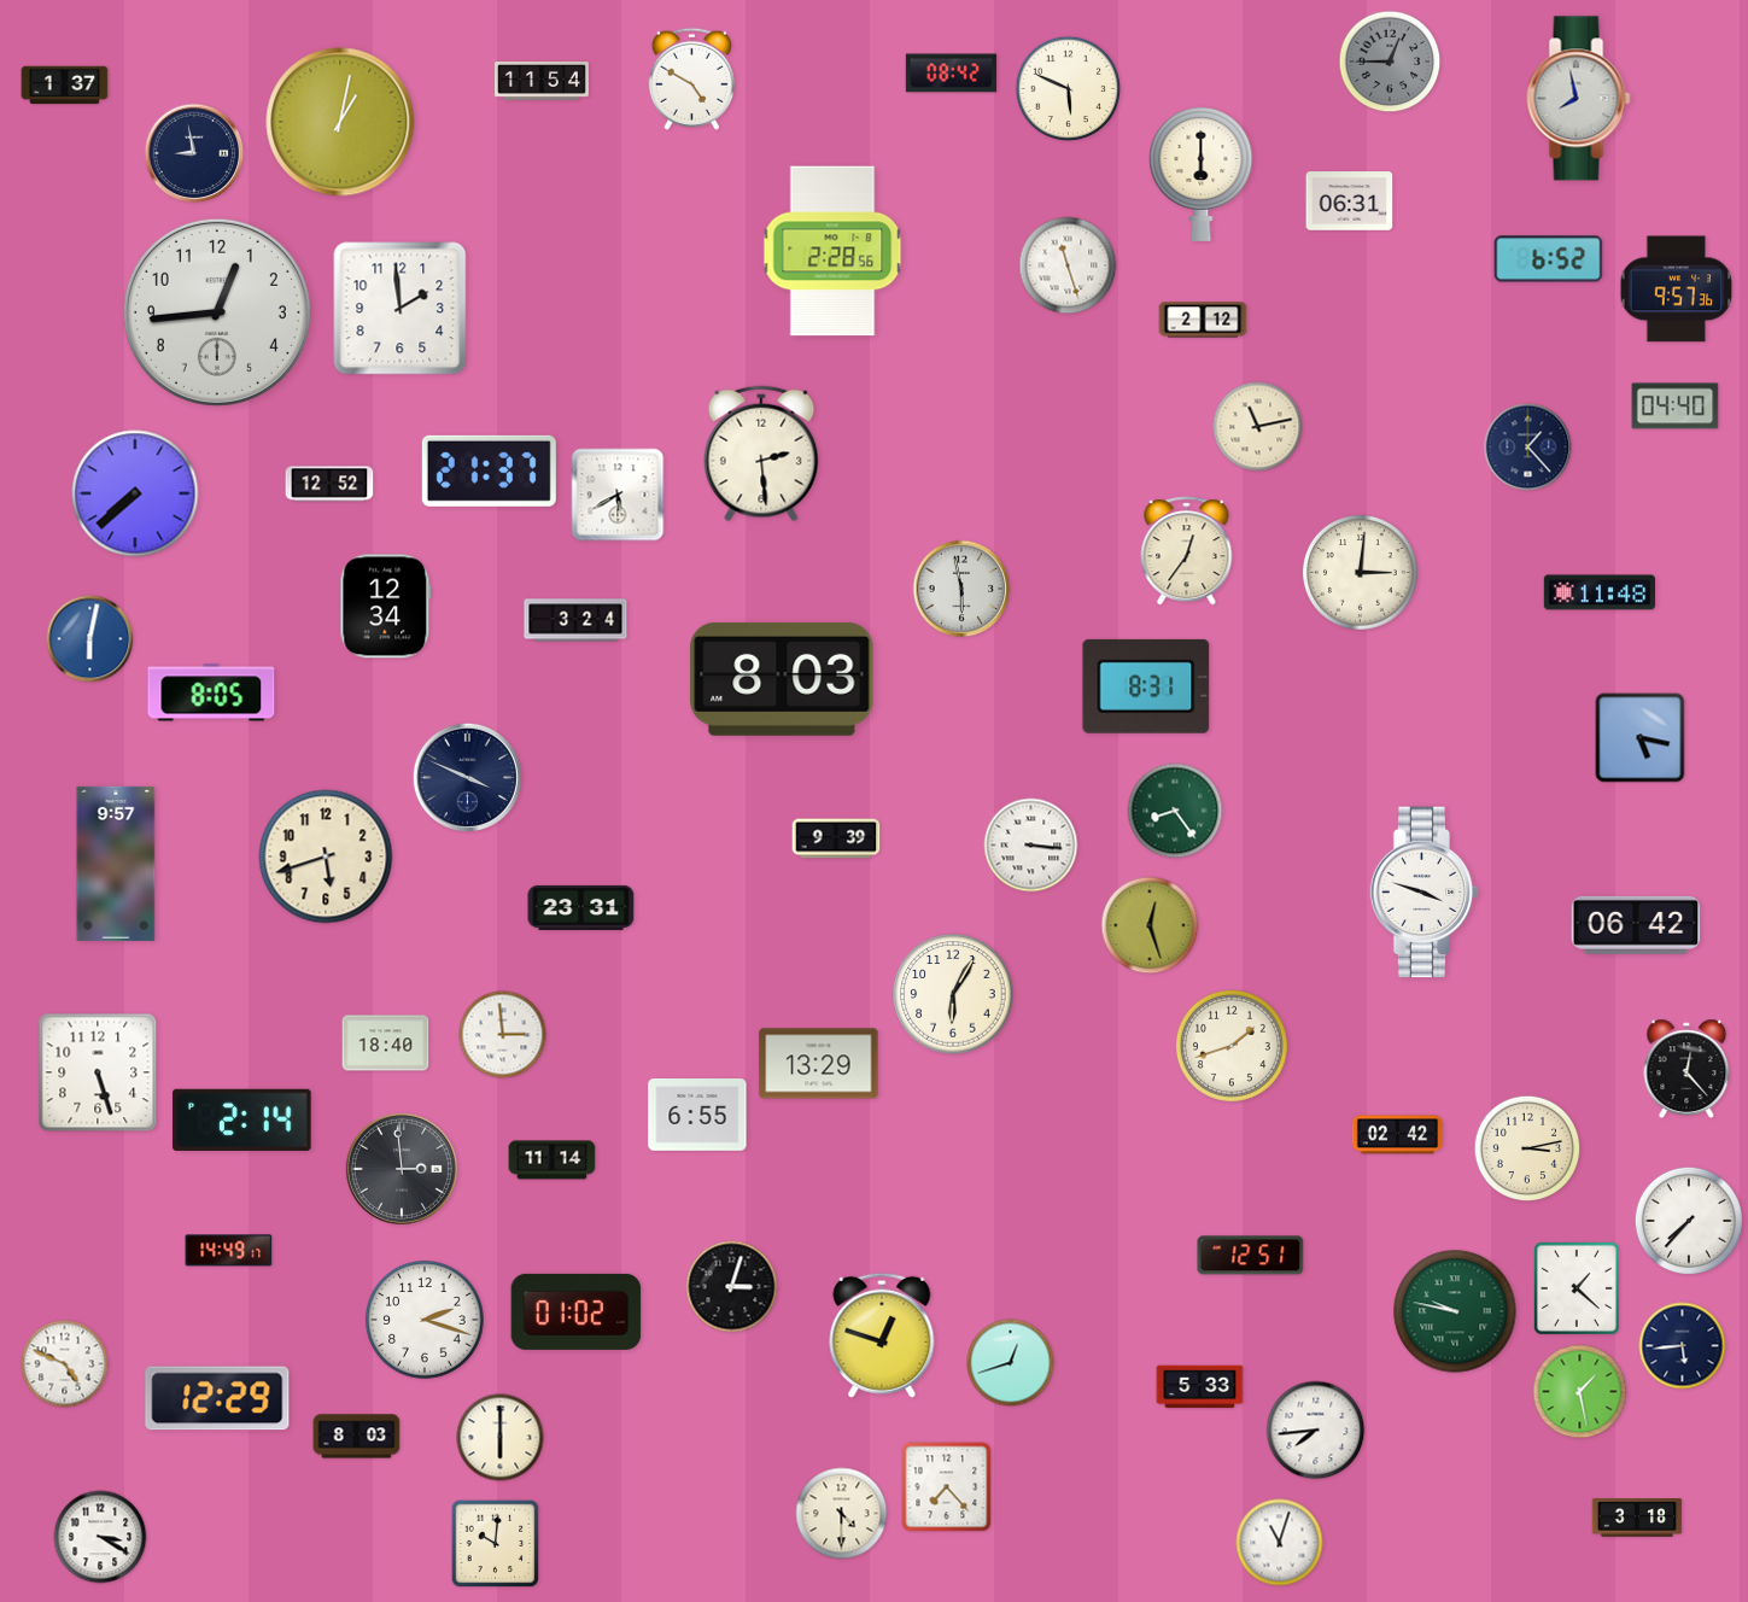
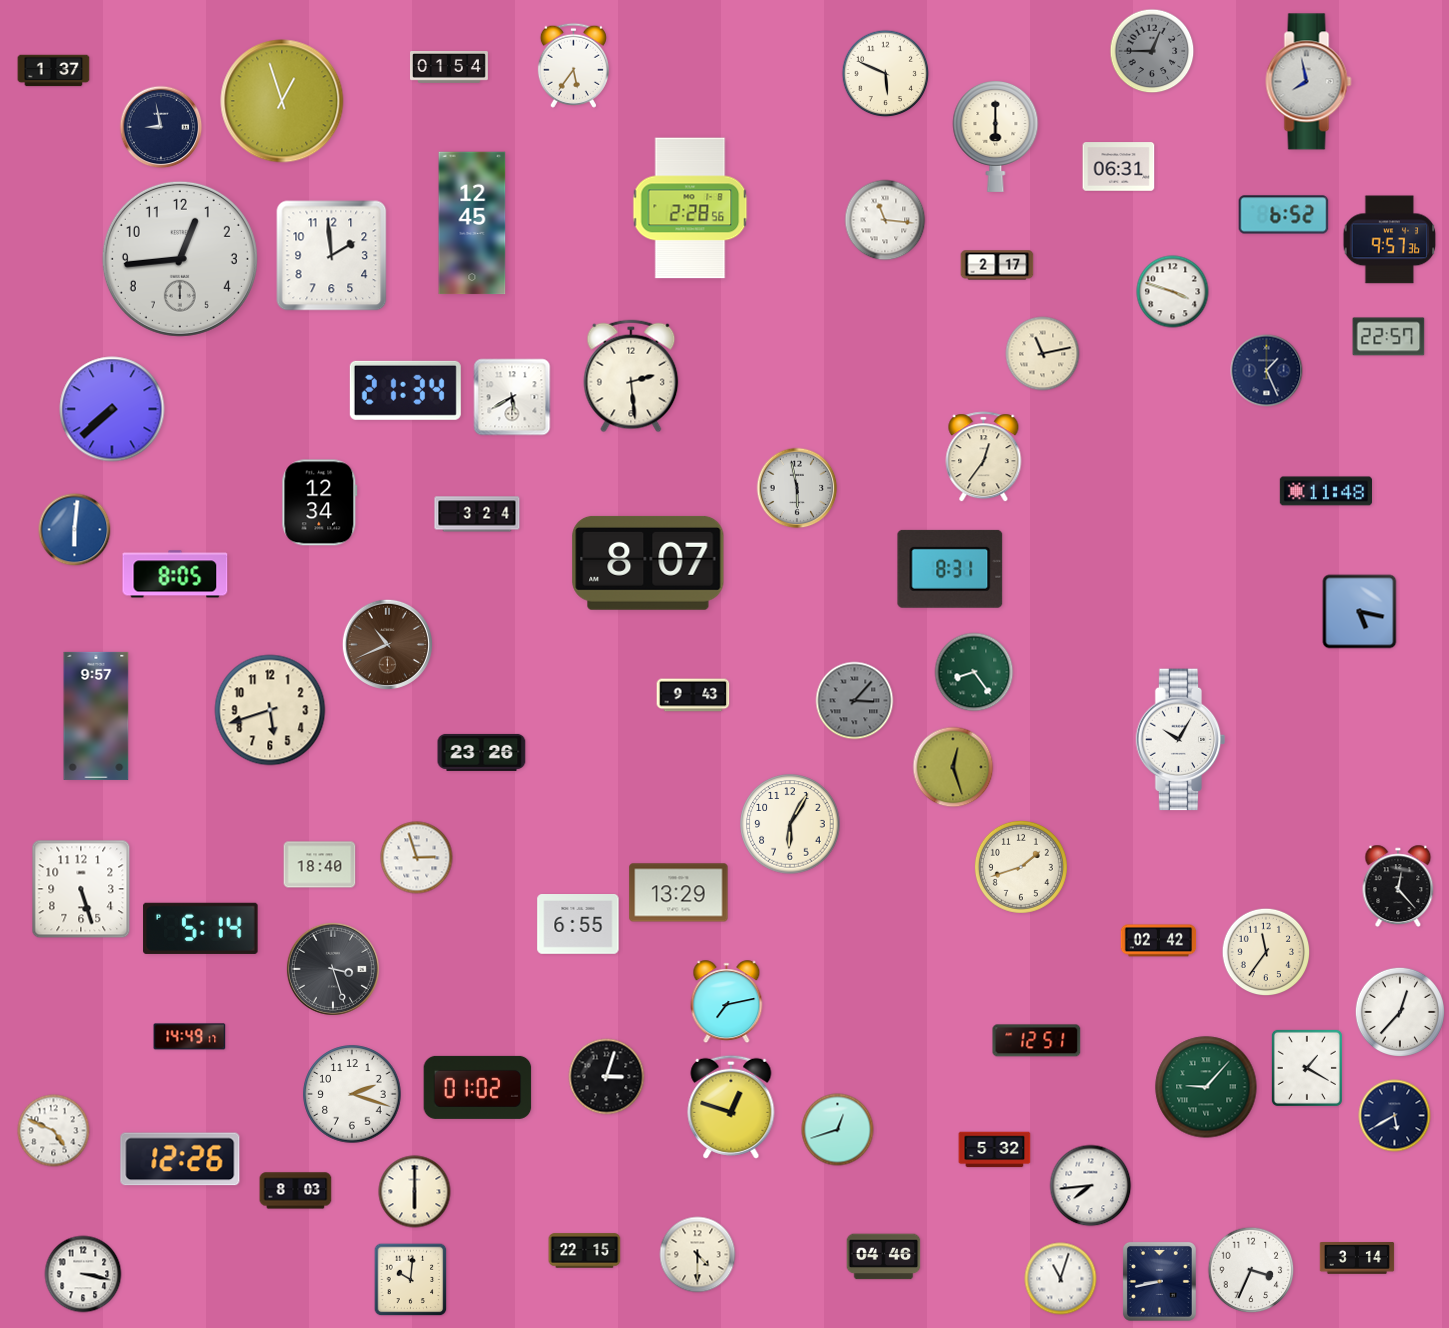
clock at (951, 74): 08:42 -> none
clock at (691, 78): 4:50 -> 5:36
clock at (543, 82): 11:54 -> 01:54
clock at (340, 122): 1:02 -> 12:57
clock at (1202, 174) position: (1202, 174) -> (996, 136)
clock at (1068, 265): 11:27 -> 11:16
clock at (472, 223): none -> 12:45
clock at (1203, 320): 2:12 -> 2:17
clock at (1173, 292): none -> 3:48
clock at (1676, 407): 04:40 -> 22:57
clock at (1528, 448): 1:23 -> 1:26
clock at (489, 470): 21:37 -> 21:34
clock at (329, 484): 12:52 -> none
clock at (618, 495) position: (618, 495) -> (512, 397)
clock at (1361, 573): 3:01 -> none
clock at (90, 639): 6:02 -> 6:01
clock at (782, 679): 8:03 -> 8:07
clock at (467, 777): 3:49 -> 10:41
clock at (467, 777) dial: navy -> brown
clock at (836, 838): 9:39 -> 9:43
clock at (1031, 846): 3:16 -> 3:07
clock at (1031, 846) dial: white -> grey
clock at (1425, 893): 3:48 -> 10:05
clock at (581, 907): 23:31 -> 23:26
clock at (1636, 925): 06:42 -> none
clock at (503, 1035): 2:59 -> 2:57
clock at (819, 1064) position: (819, 1064) -> (679, 893)
clock at (242, 1119): 2:14 -> 5:14
clock at (1527, 1148): 3:13 -> 11:36
clock at (553, 1160): 11:14 -> none
clock at (402, 1169): 2:59 -> 3:27
clock at (727, 1002): none -> 7:13
clock at (1689, 1221): 7:37 -> 12:37
clock at (732, 1287) position: (732, 1287) -> (607, 1077)
clock at (1577, 1288): 1:22 -> 1:20
clock at (1455, 1311): 9:47 -> 9:07
clock at (1683, 1346): 5:44 -> 5:40
clock at (1200, 1387): 5:33 -> 5:32
clock at (1580, 1392): 1:28 -> none
clock at (217, 1398): 12:29 -> 12:26
clock at (947, 1487): 7:23 -> none
clock at (585, 1251): none -> 22:15
clock at (884, 1257): none -> 04:46
clock at (1637, 1519): 3:18 -> 3:14
clock at (1251, 1270): none -> 3:34
clock at (100, 1537): 3:20 -> 3:17
clock at (1159, 1281): none -> 8:43
